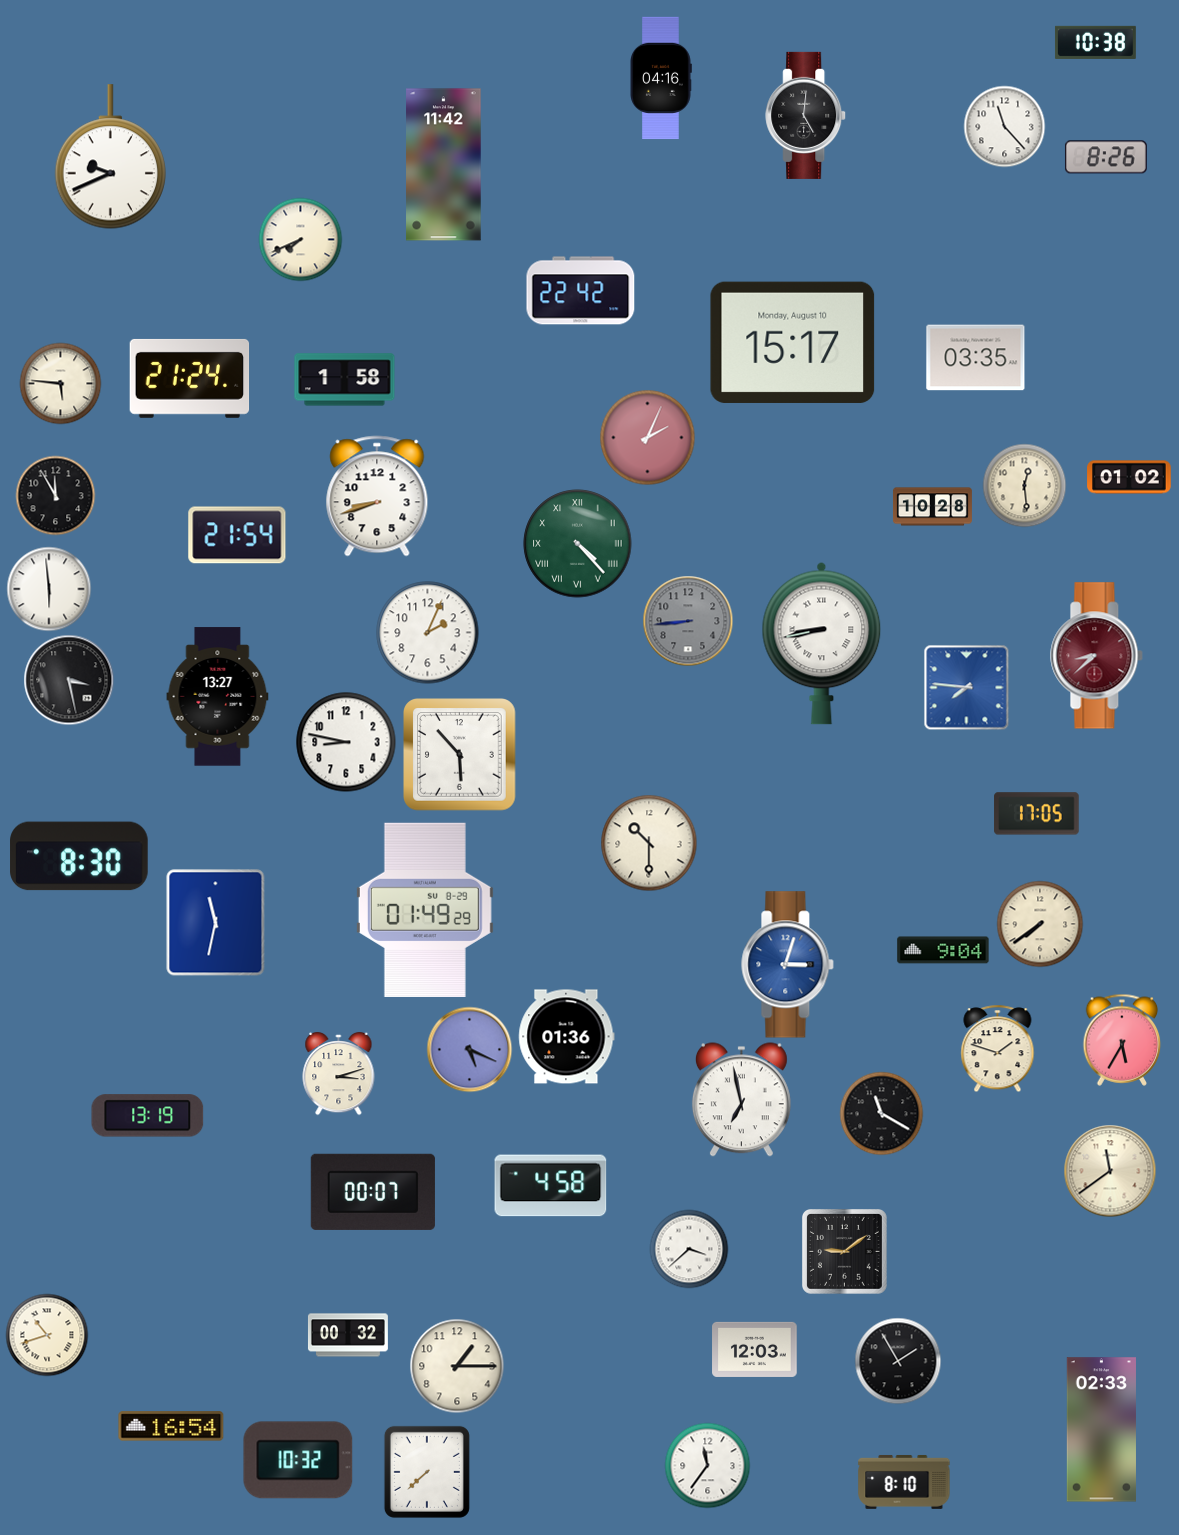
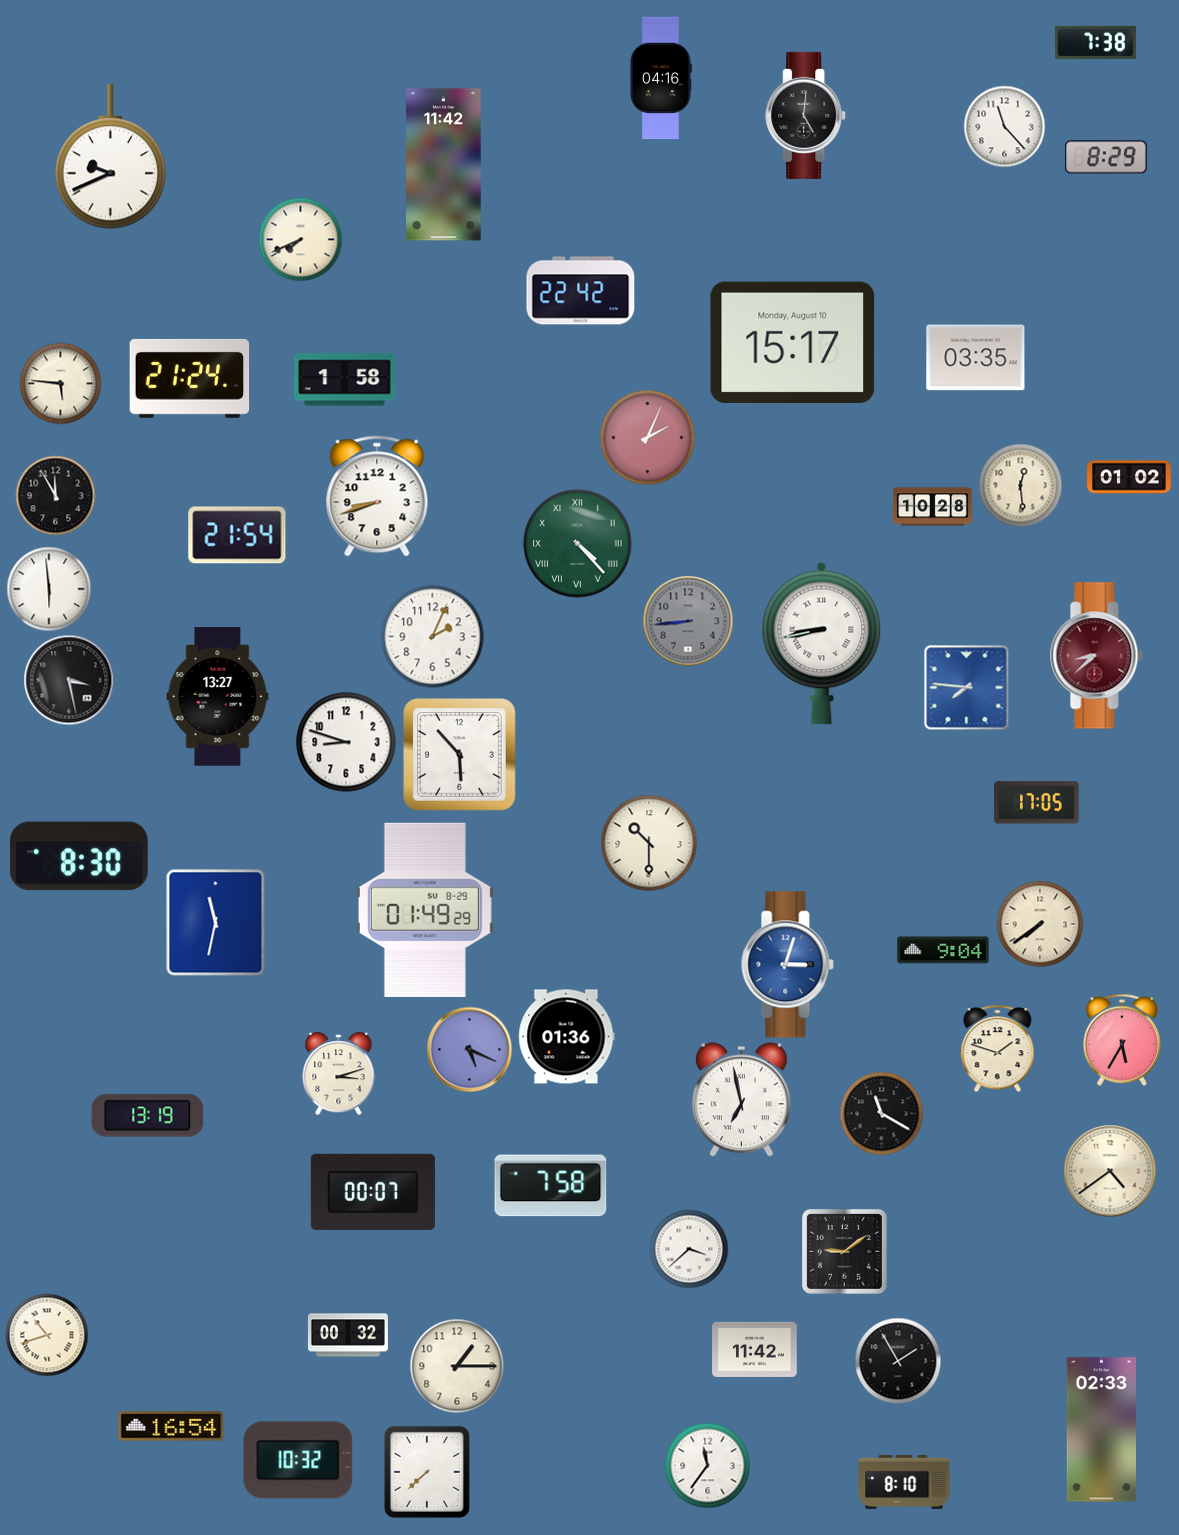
clock at (1095, 42): 10:38 -> 7:38
clock at (1106, 157): 8:26 -> 8:29
clock at (1024, 485) position: (1024, 485) -> (1020, 485)
clock at (428, 633) position: (428, 633) -> (433, 637)
clock at (346, 742): 8:47 -> 8:48
clock at (1037, 814) position: (1037, 814) -> (1037, 803)
clock at (1110, 1171): 11:39 -> 4:39
clock at (551, 1186): 4:58 -> 7:58
clock at (755, 1349): 12:03 -> 11:42
